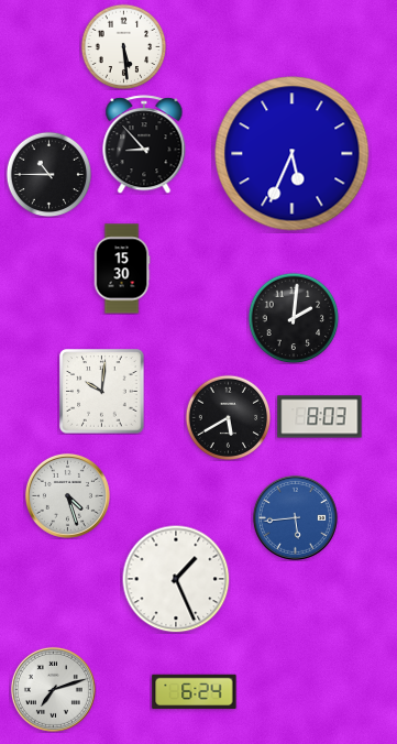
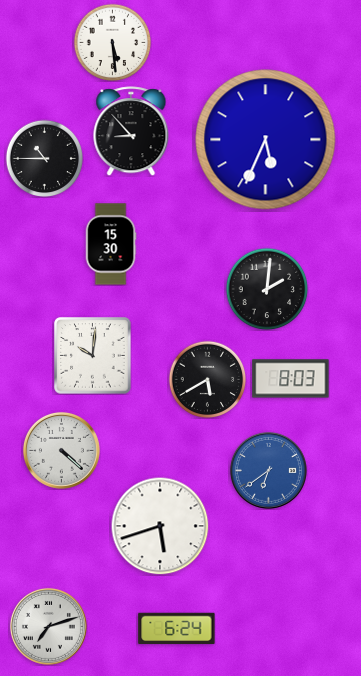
clock at (67, 495): 4:27 -> 4:22
clock at (295, 517): 5:44 -> 6:39
clock at (176, 579): 1:26 -> 5:42
